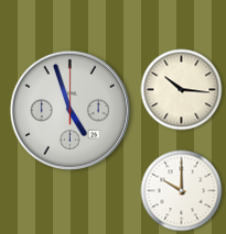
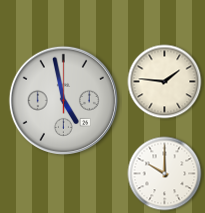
clock at (182, 90): 10:16 -> 1:46
clock at (69, 110): 4:57 -> 4:58
